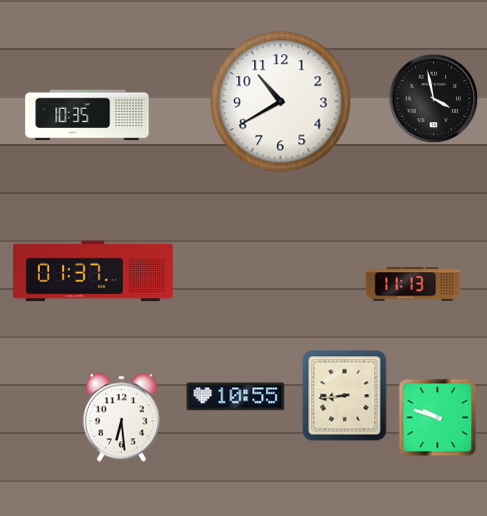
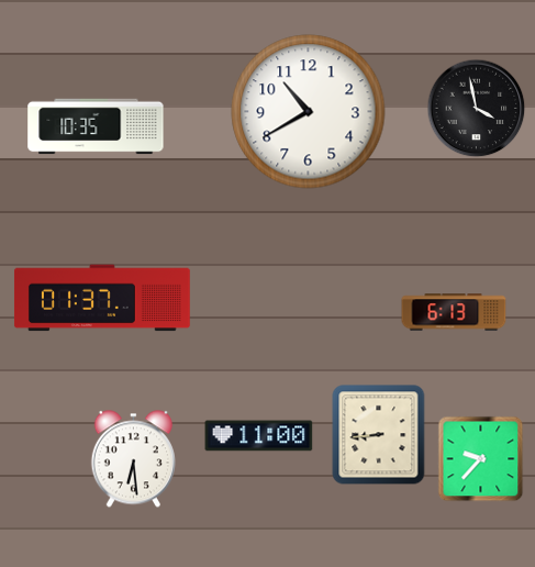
clock at (413, 284): 11:13 -> 6:13
clock at (236, 397): 10:55 -> 11:00
clock at (437, 417): 9:48 -> 9:37
